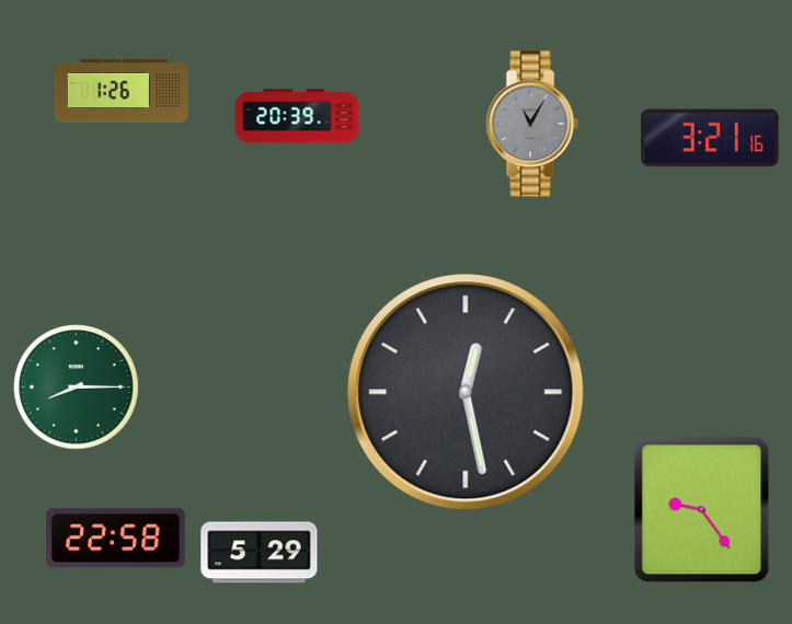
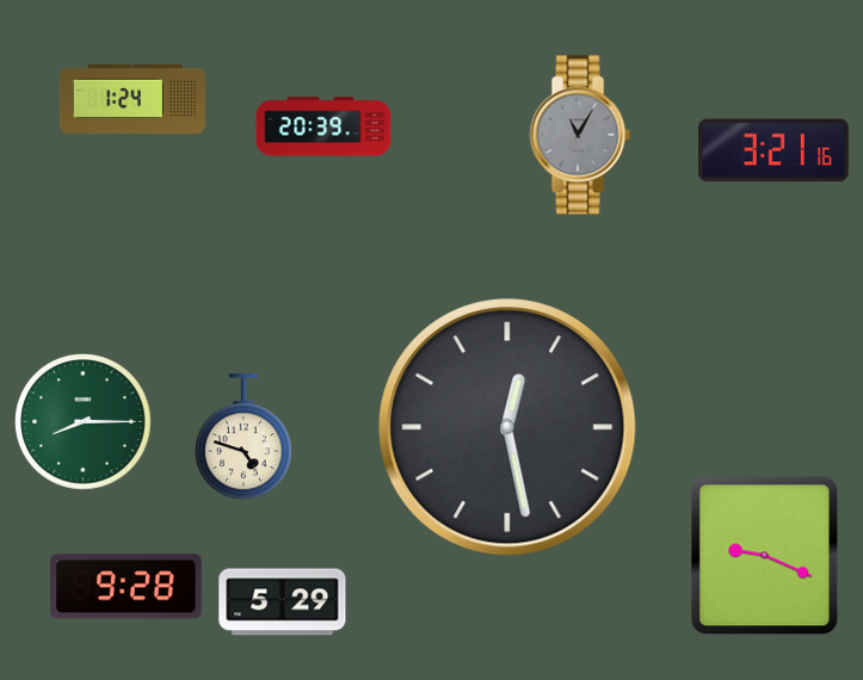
clock at (122, 91): 1:26 -> 1:24
clock at (244, 438): none -> 4:48
clock at (702, 510): 9:24 -> 9:19
clock at (116, 539): 22:58 -> 9:28
